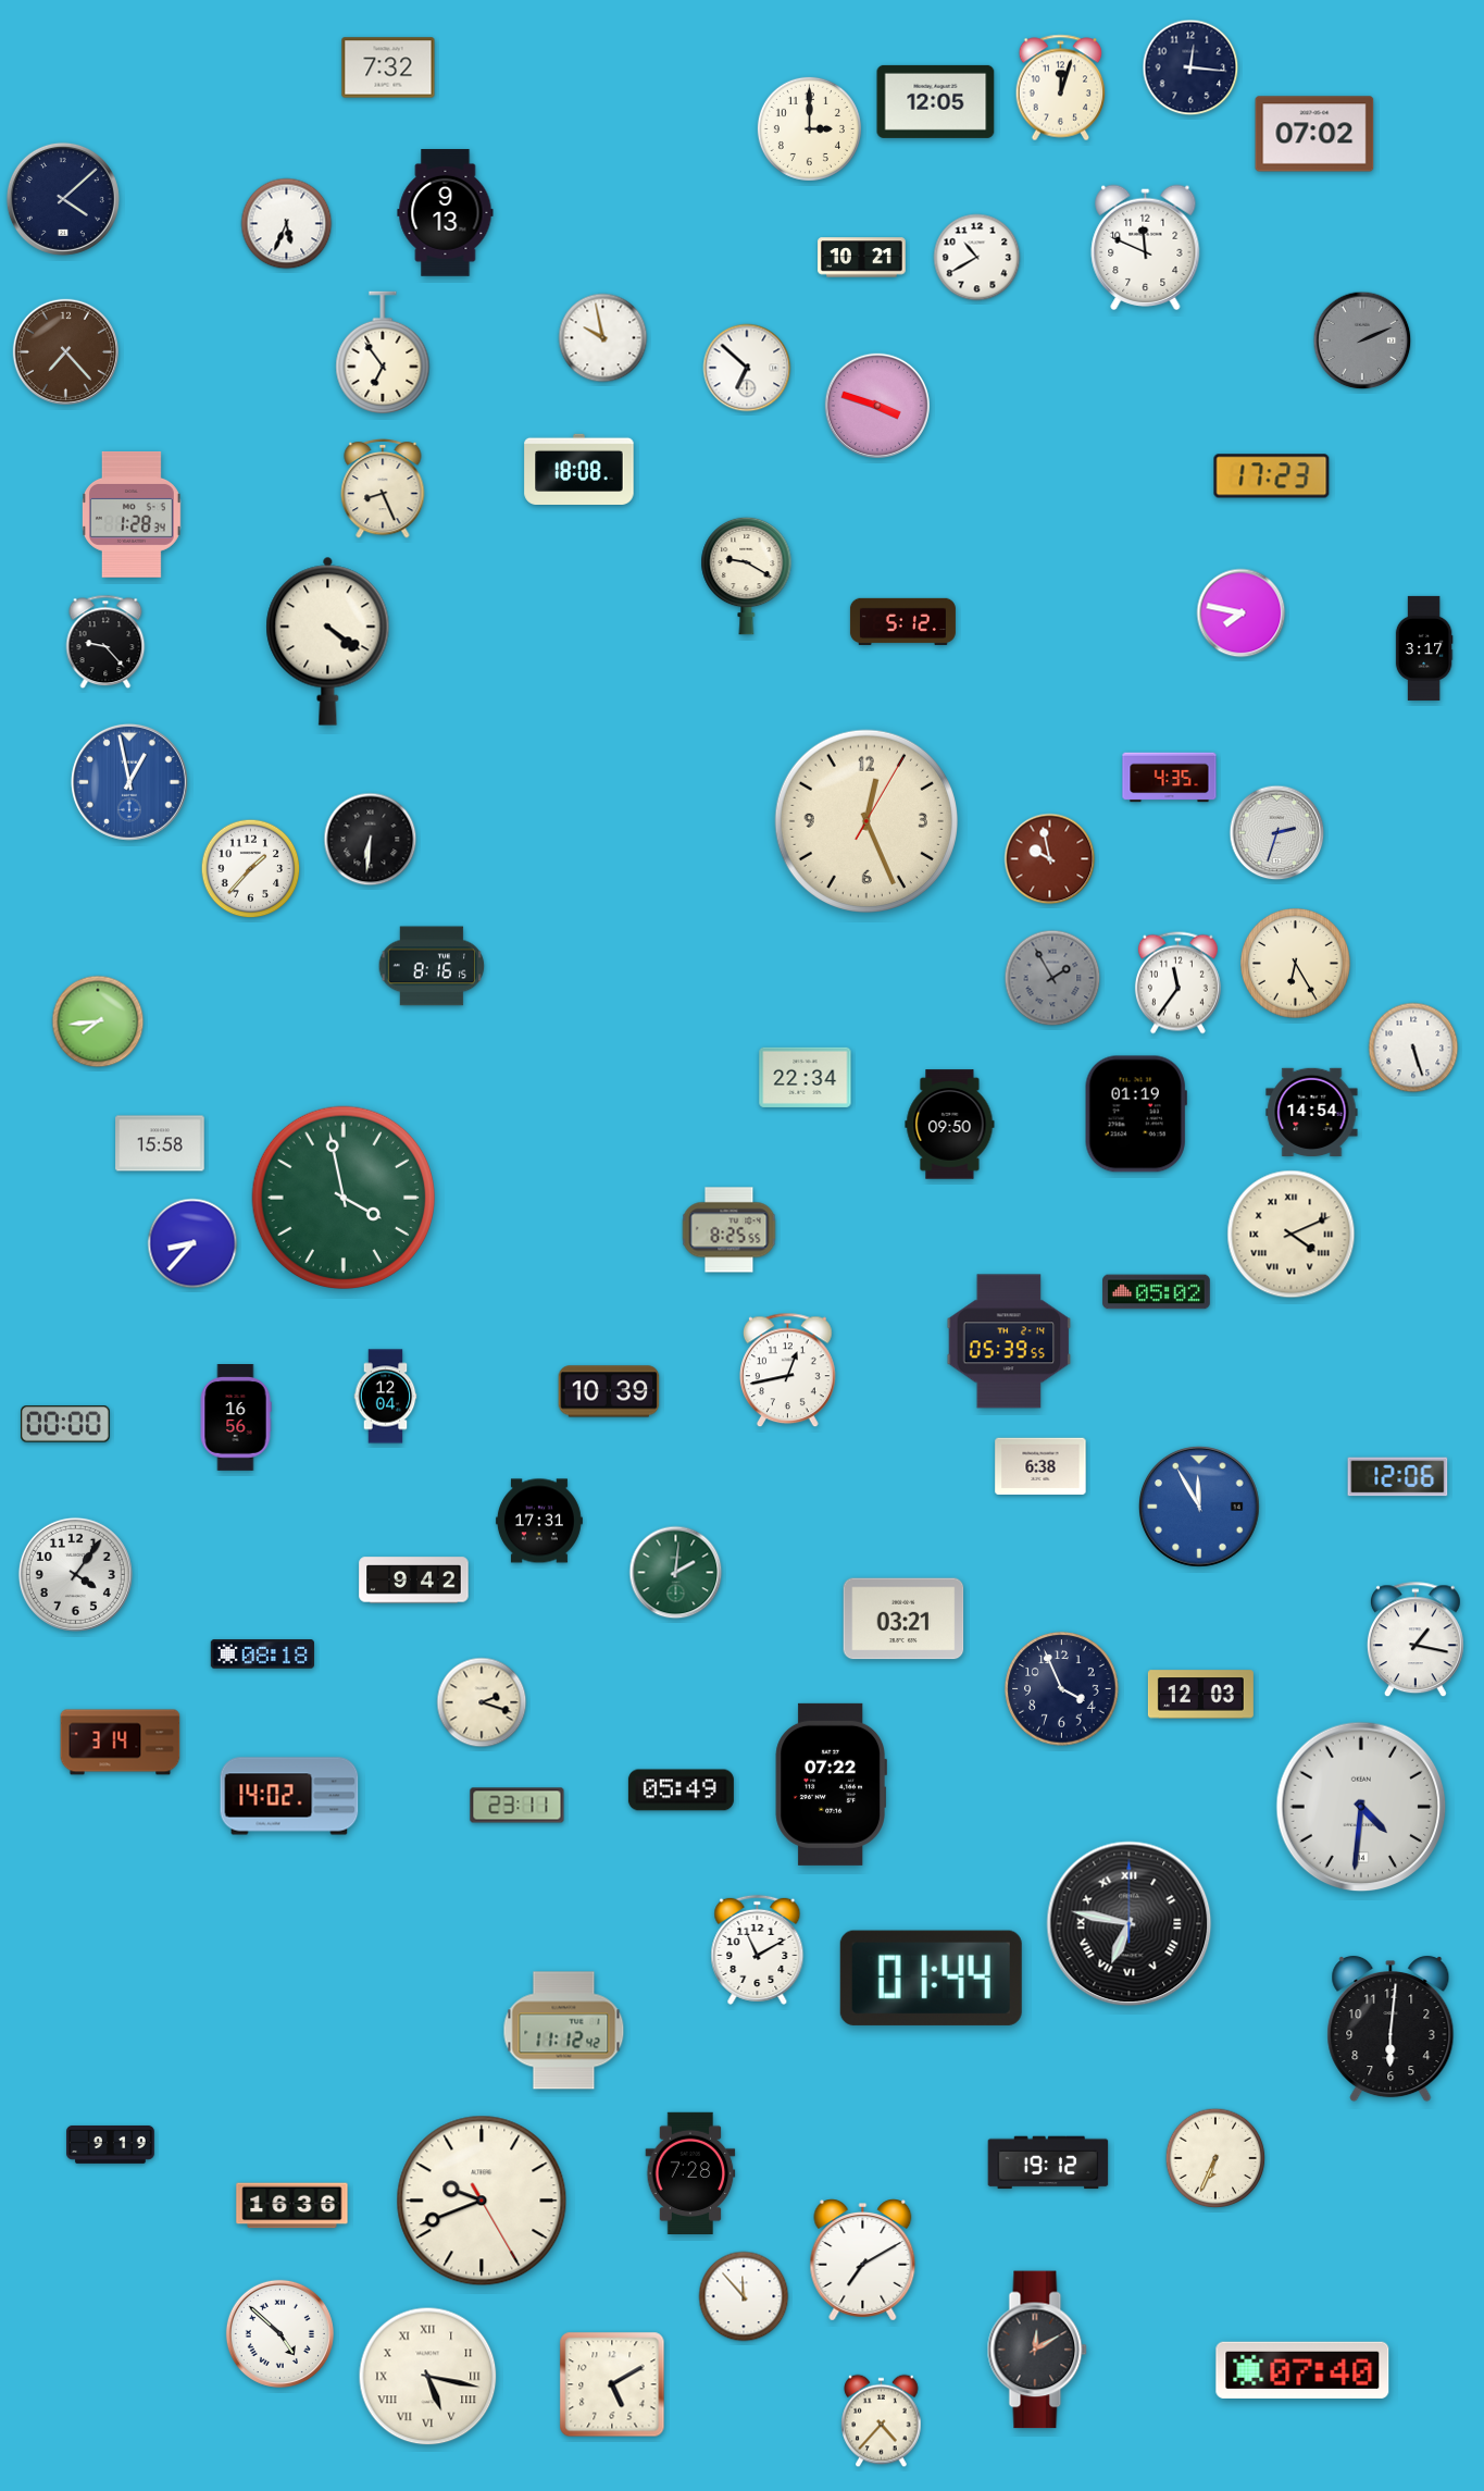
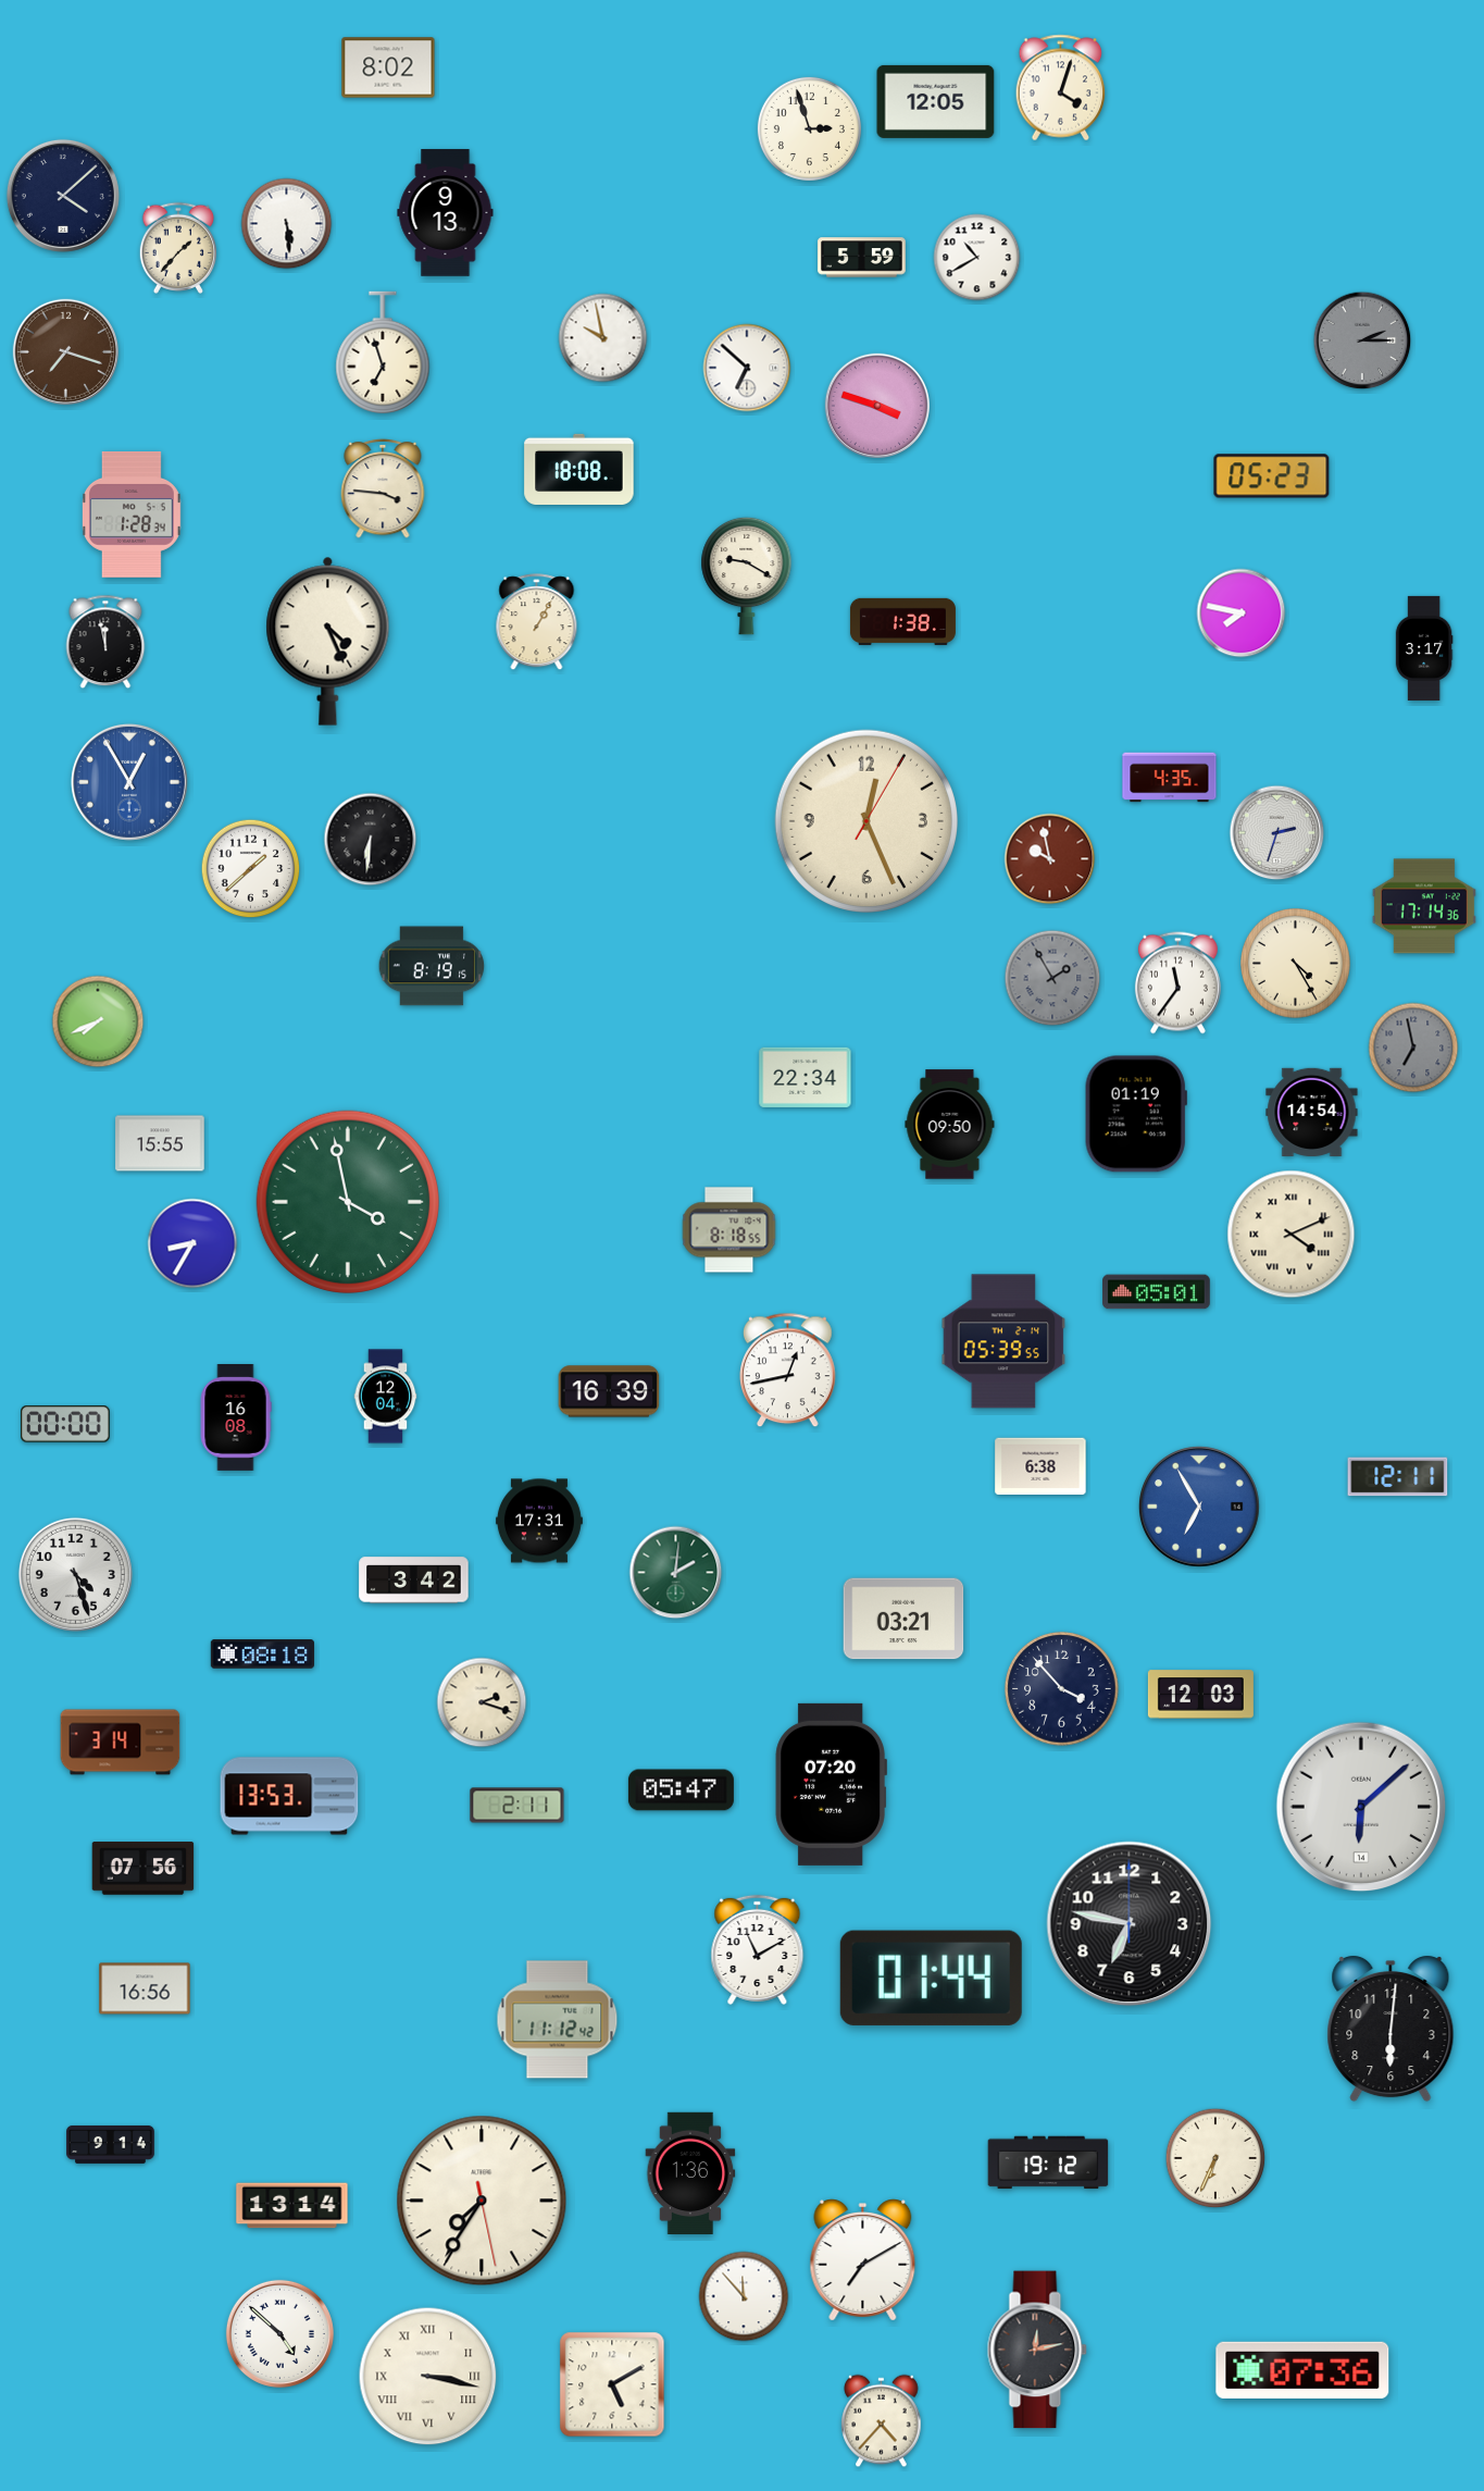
clock at (388, 67): 7:32 -> 8:02
clock at (1190, 67): 12:16 -> none
clock at (1061, 88): 12:03 -> 4:03
clock at (809, 128): 3:00 -> 2:57
clock at (1314, 134): 07:02 -> none
clock at (63, 199) position: (63, 199) -> (63, 196)
clock at (287, 224): 5:34 -> 5:29
clock at (1146, 247): 11:49 -> none
clock at (177, 248): none -> 1:37
clock at (862, 258): 10:21 -> 5:59
clock at (1362, 340): 2:11 -> 2:15
clock at (65, 351): 7:23 -> 7:18
clock at (383, 352): 6:54 -> 6:57
clock at (1272, 476): 17:23 -> 05:23
clock at (383, 488): 8:26 -> 3:46
clock at (902, 621): 5:12 -> 1:38
clock at (537, 622): none -> 1:05
clock at (328, 641): 4:21 -> 4:26
clock at (105, 642): 9:23 -> 11:58
clock at (129, 782): 12:58 -> 12:55
clock at (251, 869): 1:37 -> 1:38
clock at (1424, 906): none -> 17:14
clock at (1296, 964): 6:25 -> 4:25
clock at (432, 966): 8:16 -> 8:19
clock at (98, 1021): 7:44 -> 7:41
clock at (1413, 1048): 5:27 -> 6:58
clock at (1413, 1048) dial: white -> grey
clock at (160, 1143): 15:58 -> 15:55
clock at (344, 1198) position: (344, 1198) -> (348, 1202)
clock at (729, 1230): 8:25 -> 8:18
clock at (192, 1243): 8:37 -> 8:35
clock at (1157, 1292): 05:02 -> 05:01
clock at (1009, 1341) position: (1009, 1341) -> (1003, 1341)
clock at (609, 1391): 10:39 -> 16:39
clock at (236, 1418): 16:56 -> 16:08
clock at (1398, 1477): 12:06 -> 12:11
clock at (1200, 1508): 11:55 -> 6:55
clock at (75, 1574): 4:06 -> 4:27
clock at (414, 1581): 9:42 -> 3:42
clock at (1416, 1640): 1:17 -> none
clock at (1062, 1689): 3:56 -> 3:53
clock at (831, 1784): 07:22 -> 07:20
clock at (681, 1790): 05:49 -> 05:47
clock at (289, 1796): 14:02 -> 13:53
clock at (517, 1806): 23:11 -> 2:11
clock at (1361, 1807): 4:31 -> 6:08
clock at (144, 1869): none -> 07:56
clock at (1130, 1924) numerals: Roman -> Arabic
clock at (145, 1988): none -> 16:56
clock at (564, 2031) position: (564, 2031) -> (558, 2020)
clock at (111, 2144): 9:19 -> 9:14
clock at (690, 2172): 7:28 -> 1:36
clock at (482, 2201): 9:41 -> 7:35
clock at (292, 2206): 16:36 -> 13:14
clock at (1037, 2350): 12:10 -> 12:13
clock at (1302, 2370): 07:40 -> 07:36
clock at (428, 2377): 5:17 -> 3:17
